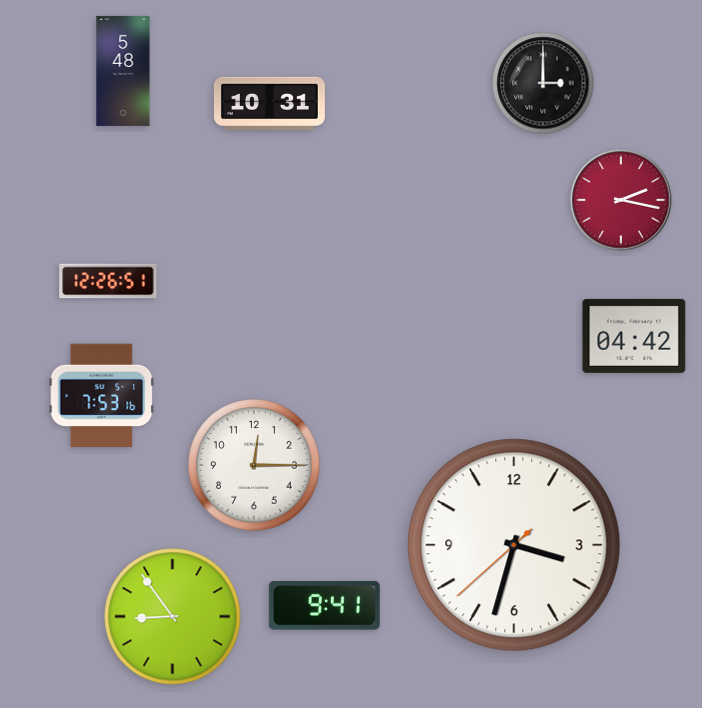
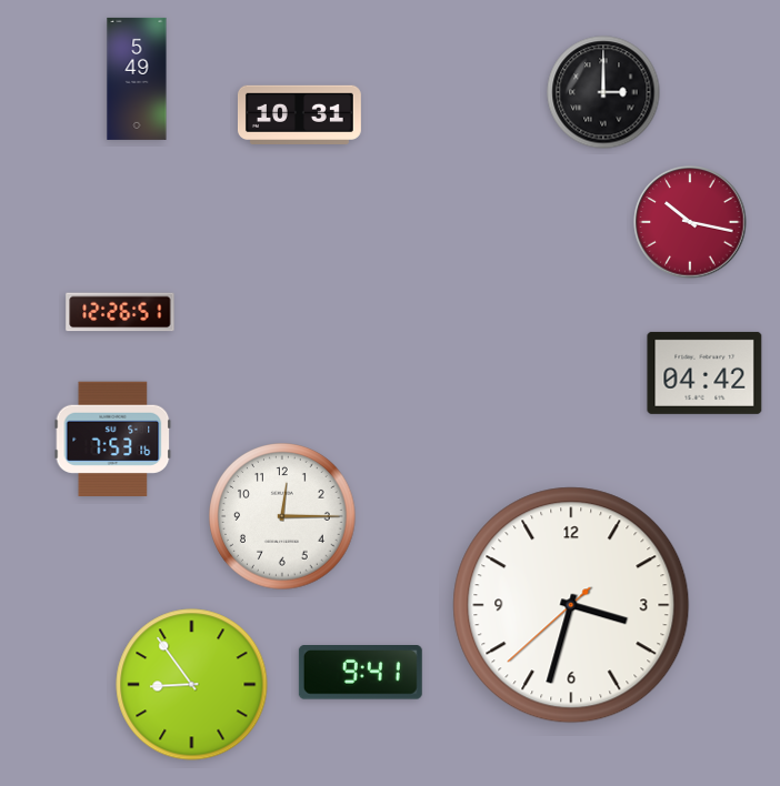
clock at (123, 71): 5:48 -> 5:49
clock at (621, 200): 2:17 -> 10:17
